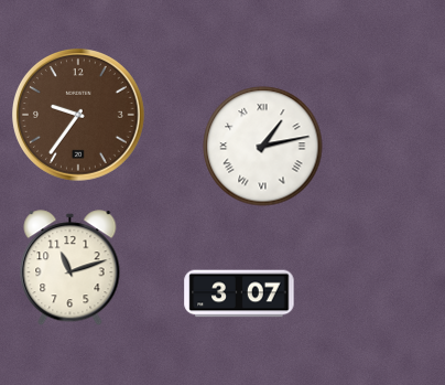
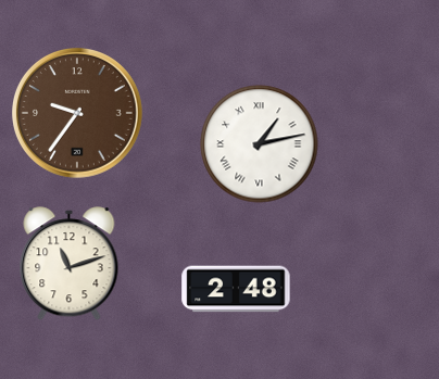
clock at (239, 293): 3:07 -> 2:48
